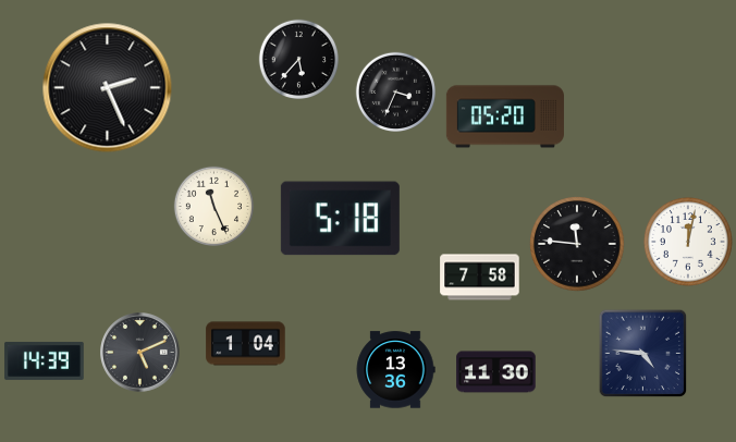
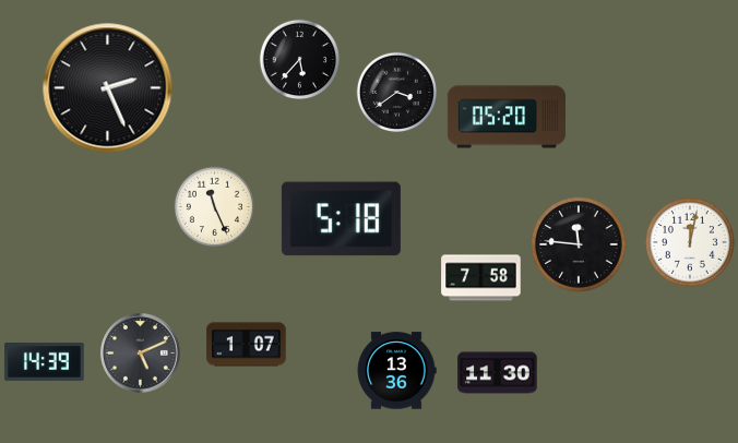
clock at (395, 91): 3:34 -> 3:39
clock at (246, 344): 1:04 -> 1:07
clock at (643, 354): 4:46 -> none
